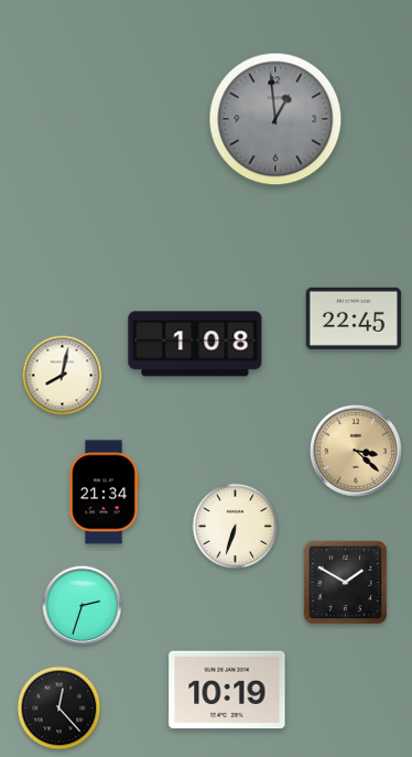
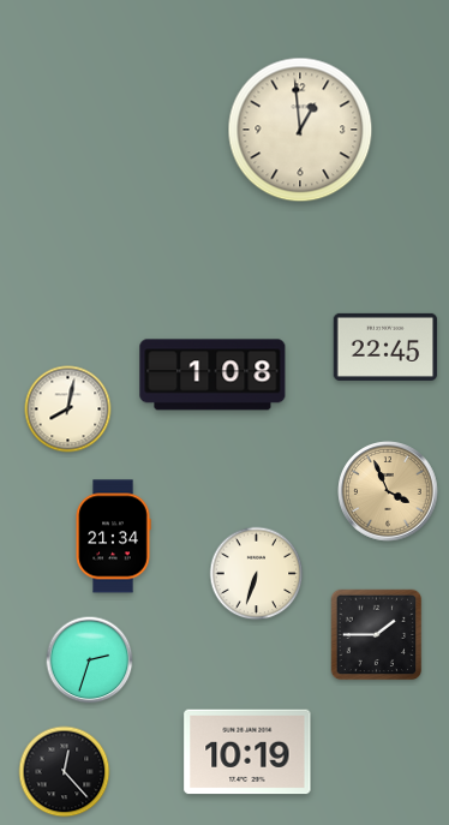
clock at (275, 119) dial: grey -> cream
clock at (356, 451): 3:22 -> 3:56
clock at (346, 583): 1:50 -> 1:45
